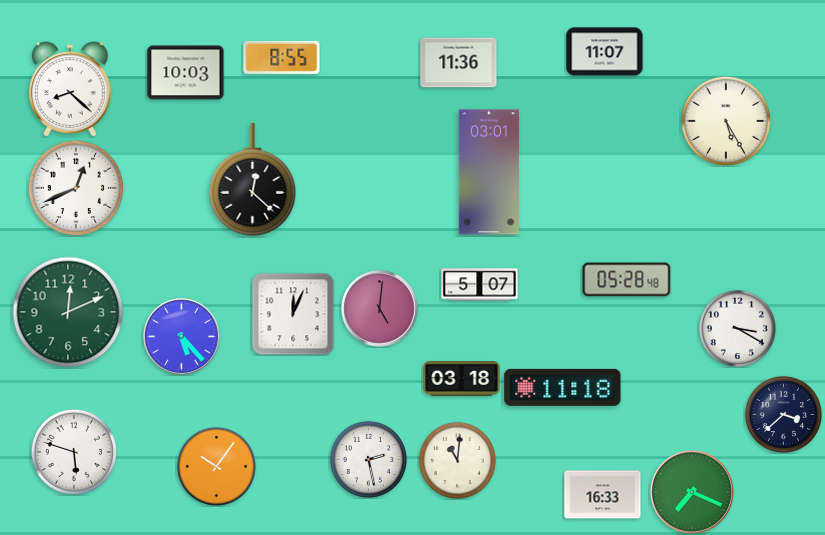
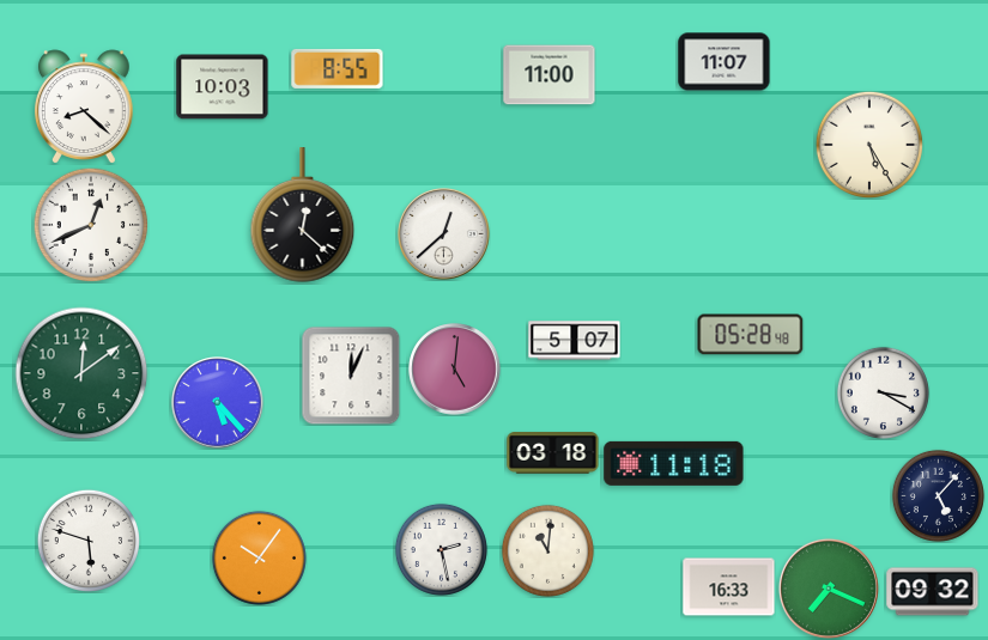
clock at (459, 63): 11:36 -> 11:00
clock at (489, 172): 03:01 -> none
clock at (444, 234): none -> 12:38
clock at (68, 312): 12:11 -> 12:09
clock at (783, 414): 3:38 -> 5:07
clock at (603, 495) position: (603, 495) -> (729, 587)
clock at (933, 592): none -> 09:32
